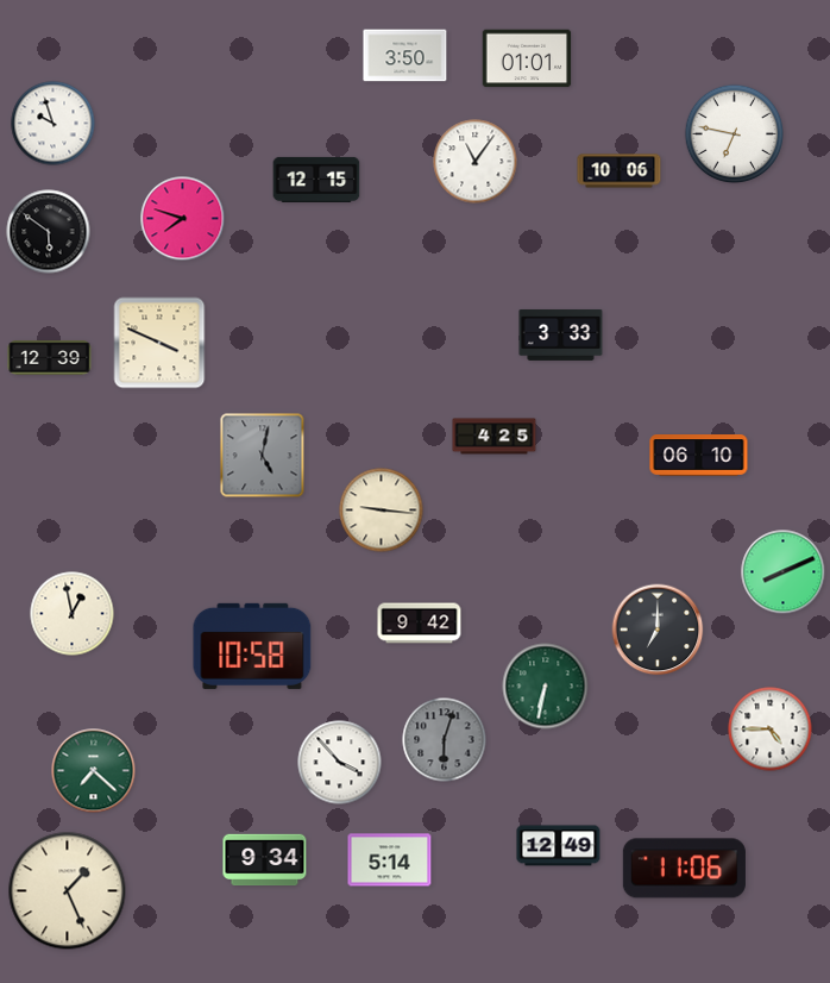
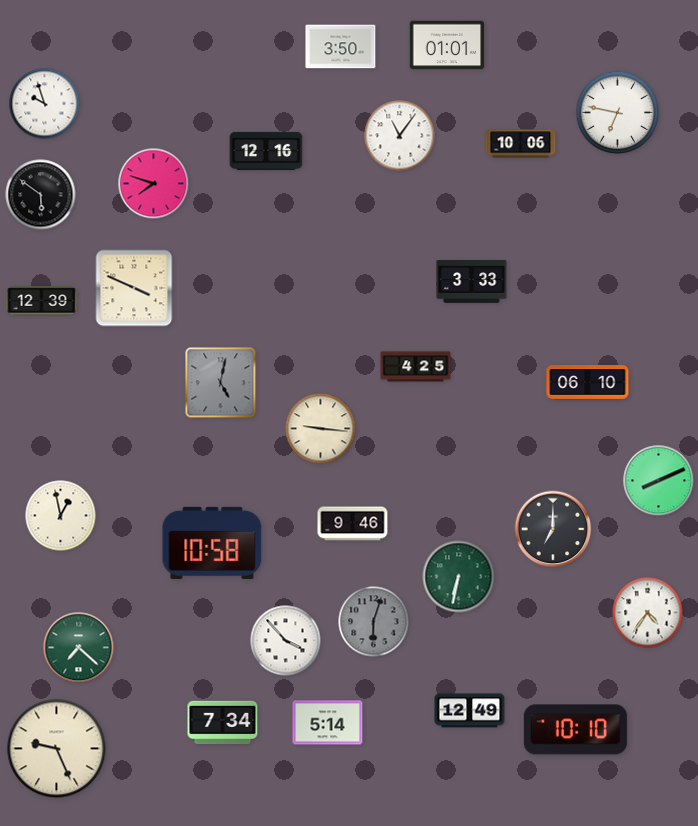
clock at (527, 58) position: (527, 58) -> (447, 45)
clock at (316, 180): 12:15 -> 12:16
clock at (420, 624): 9:42 -> 9:46
clock at (771, 730): 4:45 -> 4:36
clock at (265, 860): 9:34 -> 7:34
clock at (684, 869): 11:06 -> 10:10
clock at (68, 891): 1:26 -> 9:26
